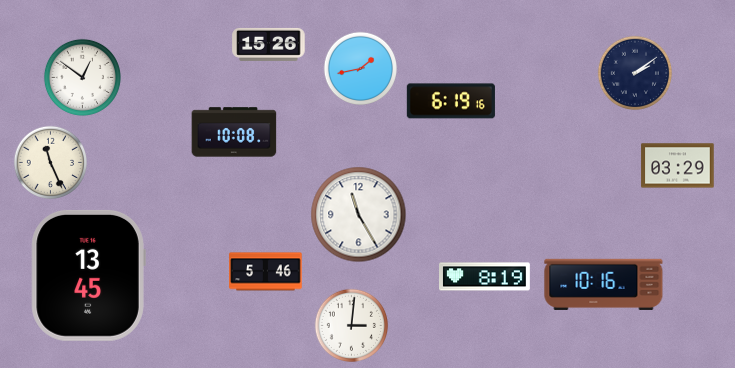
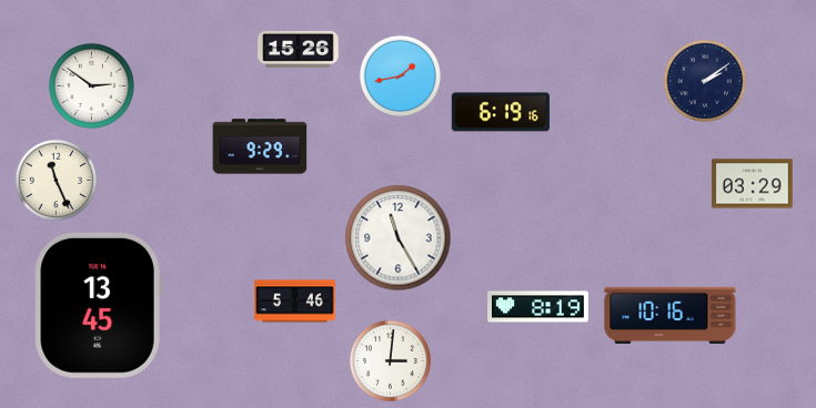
clock at (82, 77): 12:51 -> 2:51
clock at (234, 132): 10:08 -> 9:29
